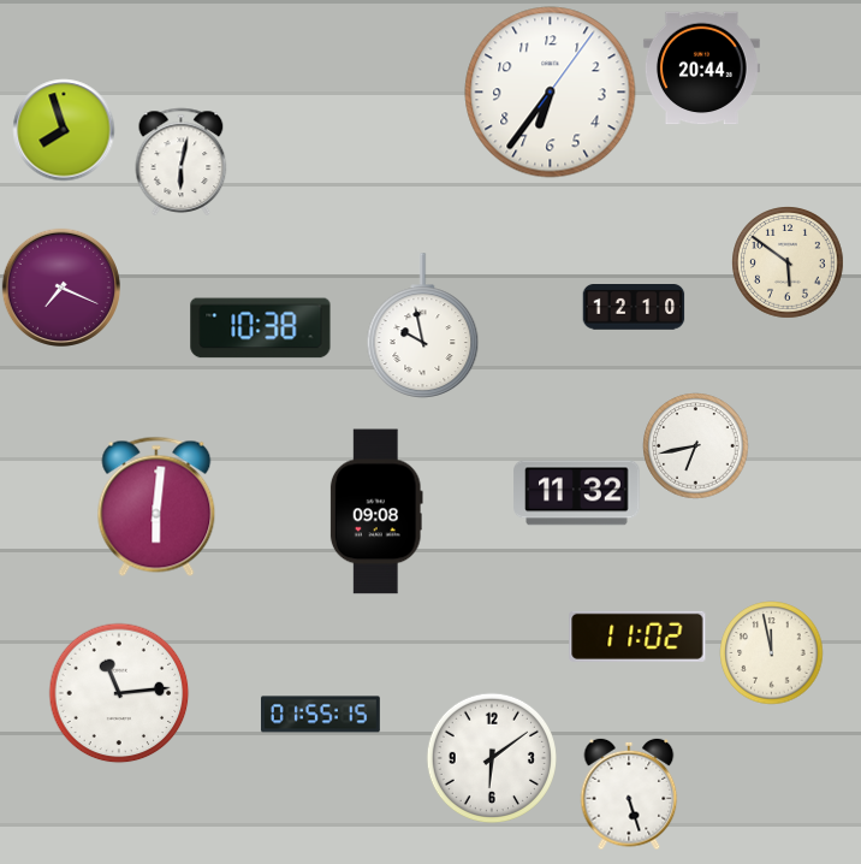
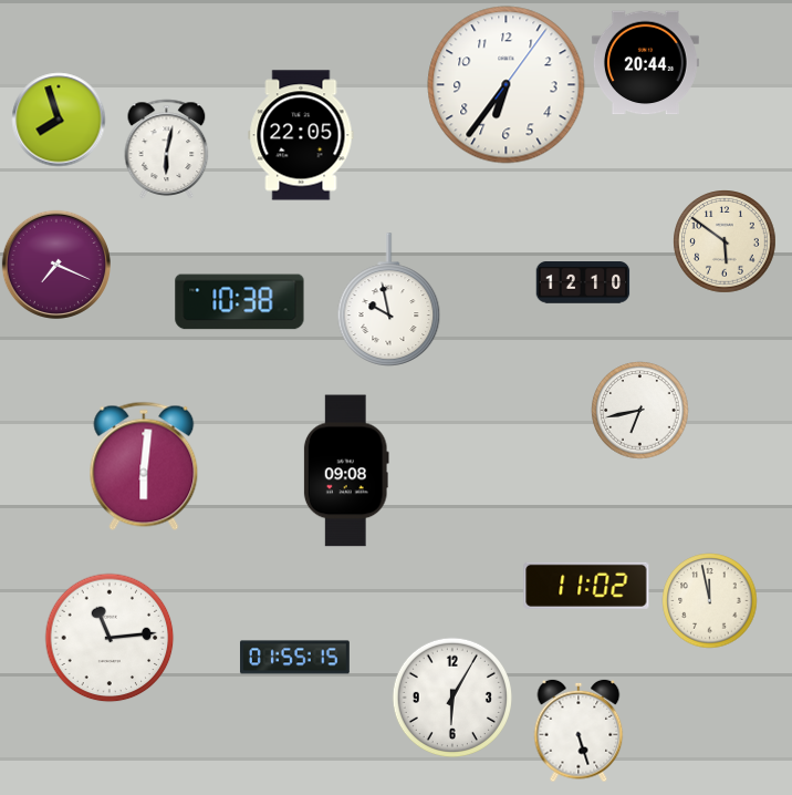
clock at (301, 135): none -> 22:05
clock at (577, 493): 11:32 -> none
clock at (491, 757): 6:09 -> 6:05
